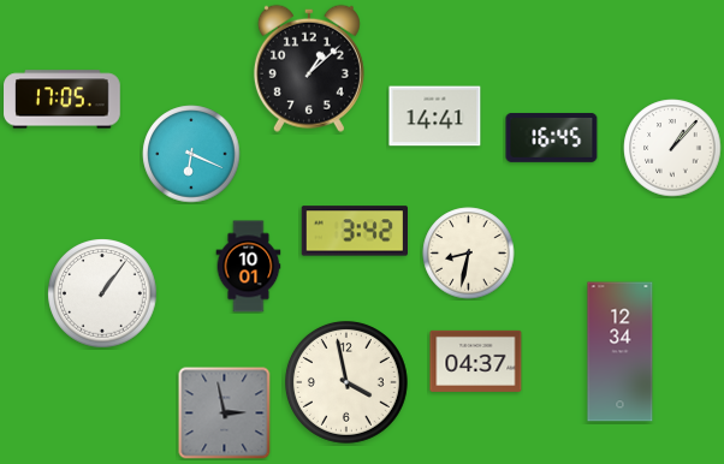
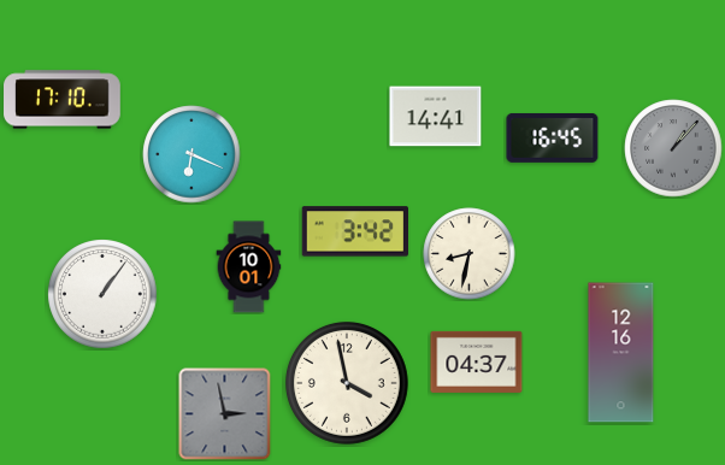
clock at (309, 69): 1:08 -> none
clock at (63, 100): 17:05 -> 17:10
clock at (672, 148) dial: white -> grey
clock at (621, 352): 12:34 -> 12:16
